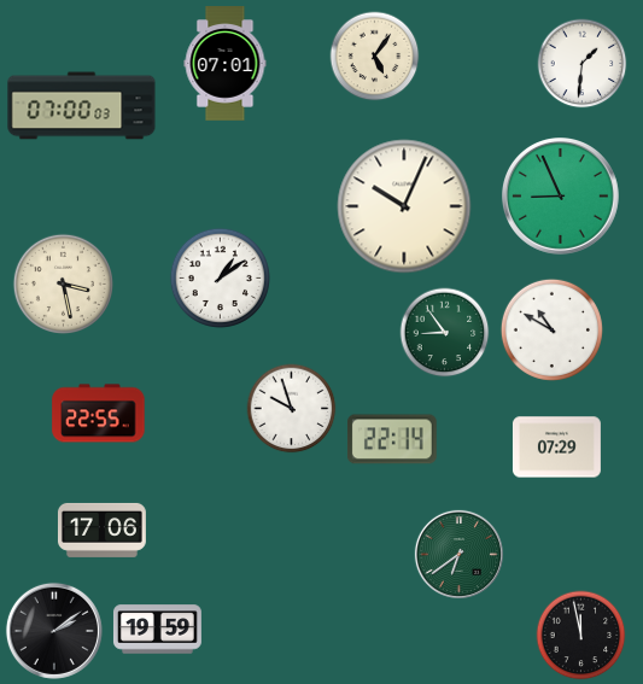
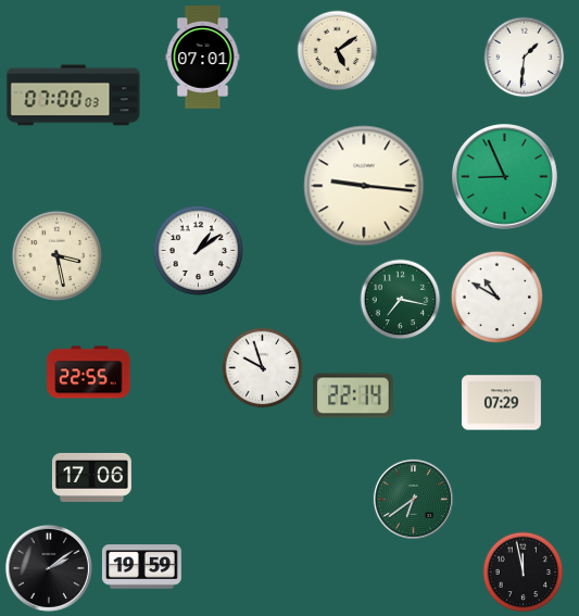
clock at (375, 57): 5:06 -> 5:09
clock at (404, 206): 10:04 -> 9:16
clock at (445, 333): 8:54 -> 7:17
